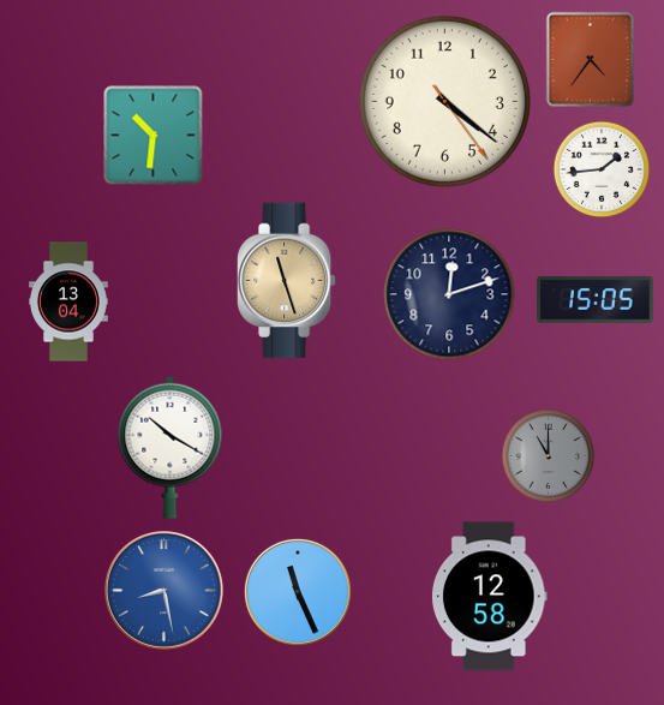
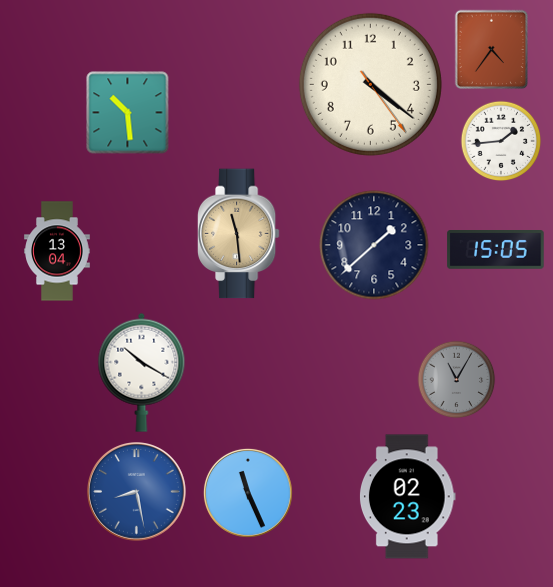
clock at (154, 136): 10:31 -> 10:29
clock at (286, 281): 11:27 -> 11:29
clock at (449, 294): 12:12 -> 1:38
clock at (549, 456): 11:00 -> 11:05
clock at (490, 597): 12:58 -> 02:23
